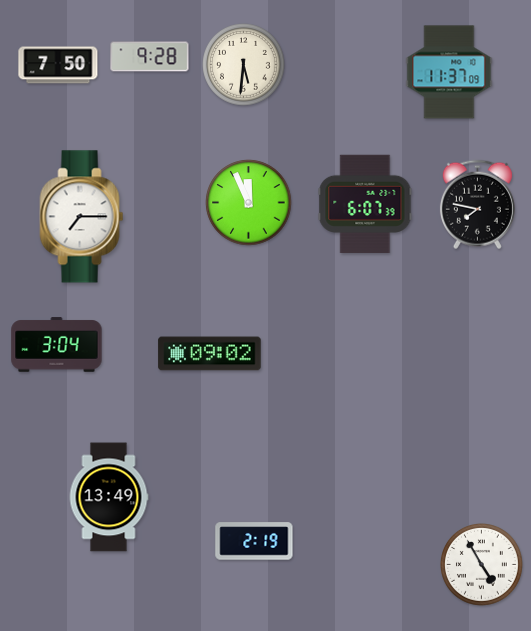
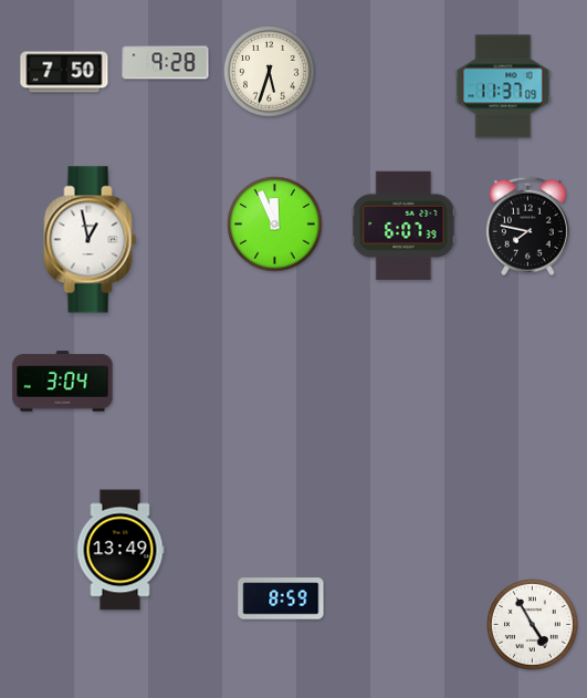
clock at (244, 65): 5:31 -> 5:33
clock at (449, 72) position: (449, 72) -> (503, 86)
clock at (82, 217): 7:15 -> 12:58
clock at (210, 354): 09:02 -> none
clock at (254, 541): 2:19 -> 8:59
